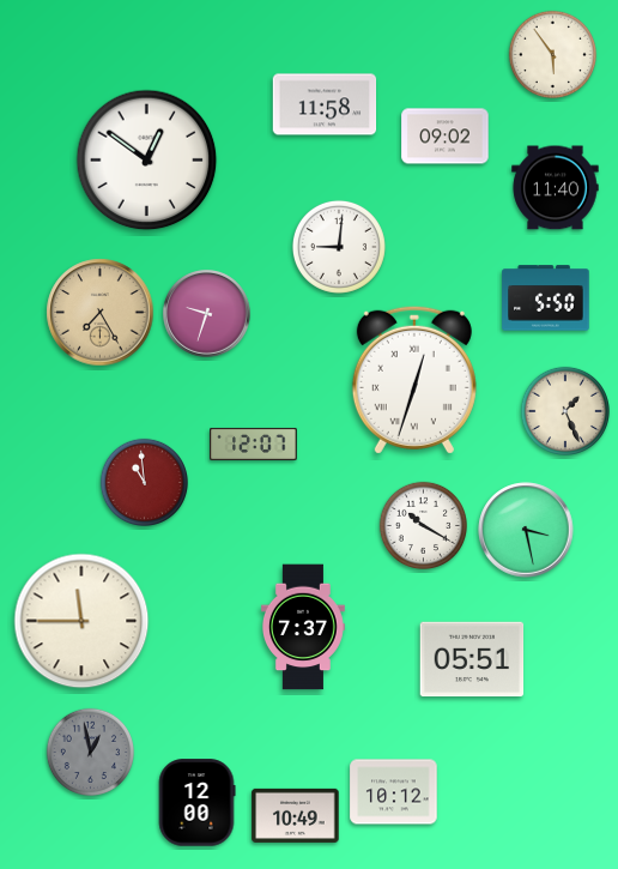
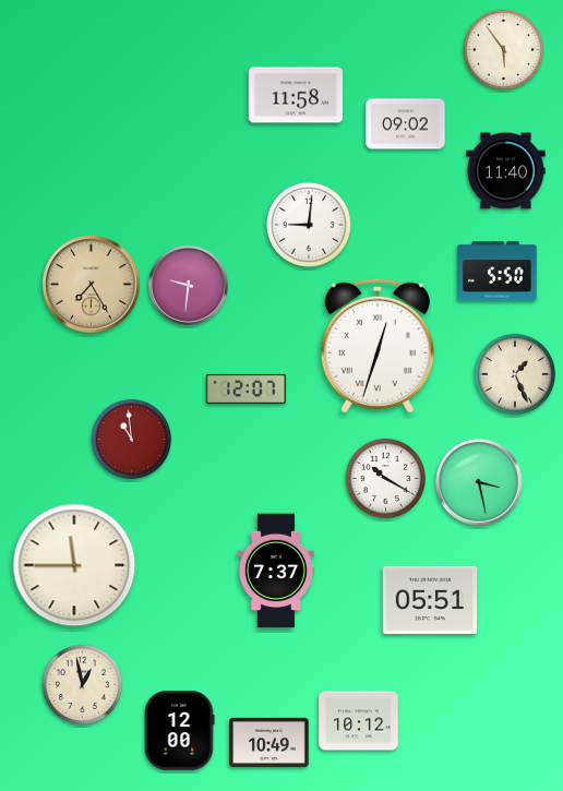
clock at (147, 161): 12:51 -> none
clock at (207, 314): 9:33 -> 9:31
clock at (254, 443) position: (254, 443) -> (247, 388)
clock at (90, 752) dial: grey -> cream
